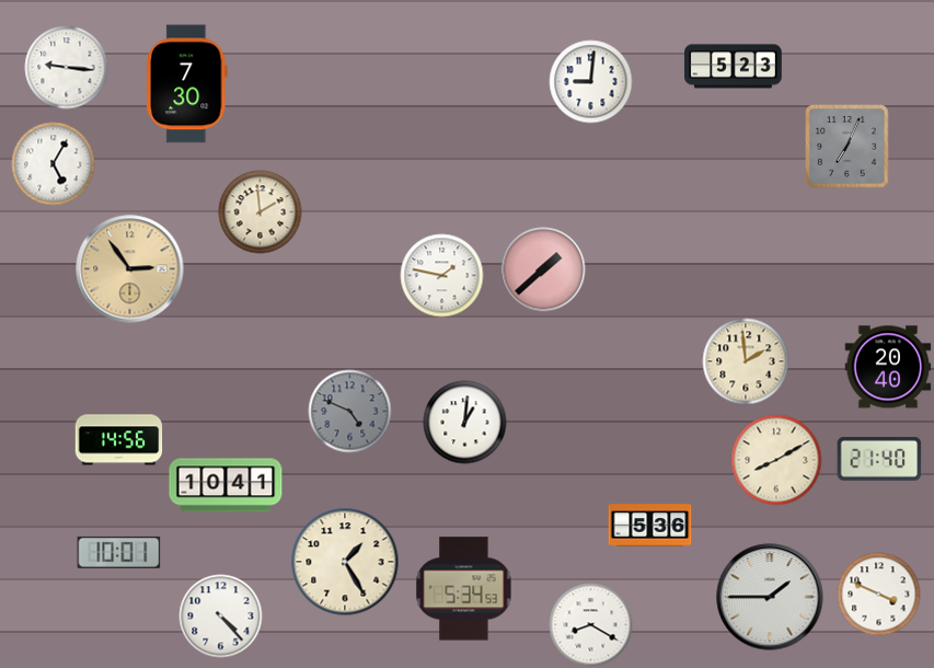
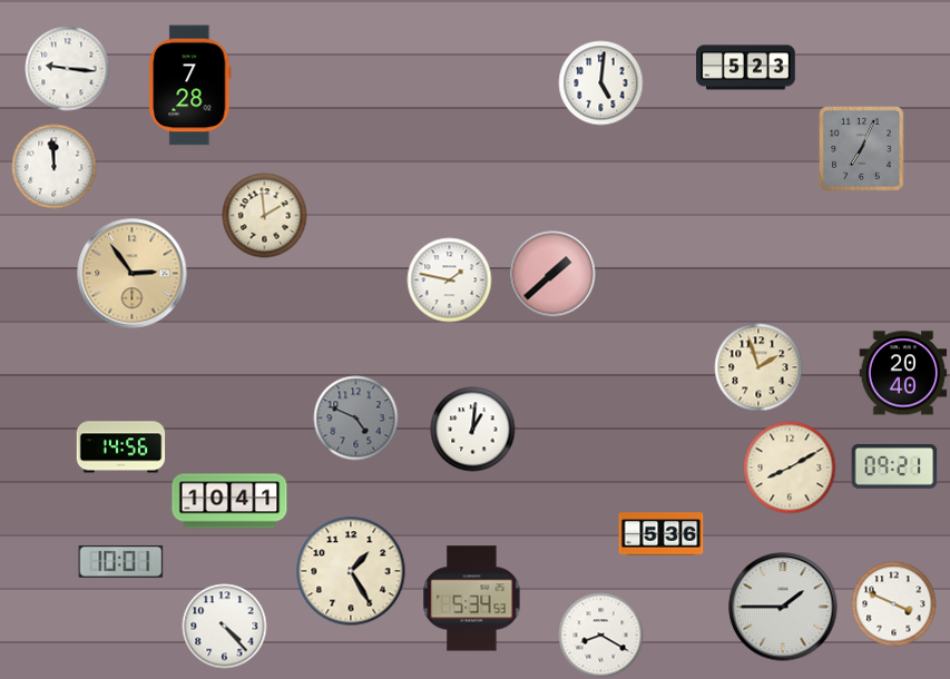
clock at (591, 82): 9:01 -> 5:01
clock at (187, 84): 7:30 -> 7:28
clock at (54, 164): 5:05 -> 11:59
clock at (746, 361): 1:59 -> 1:57
clock at (879, 459): 21:40 -> 09:21
clock at (226, 485) position: (226, 485) -> (229, 501)
